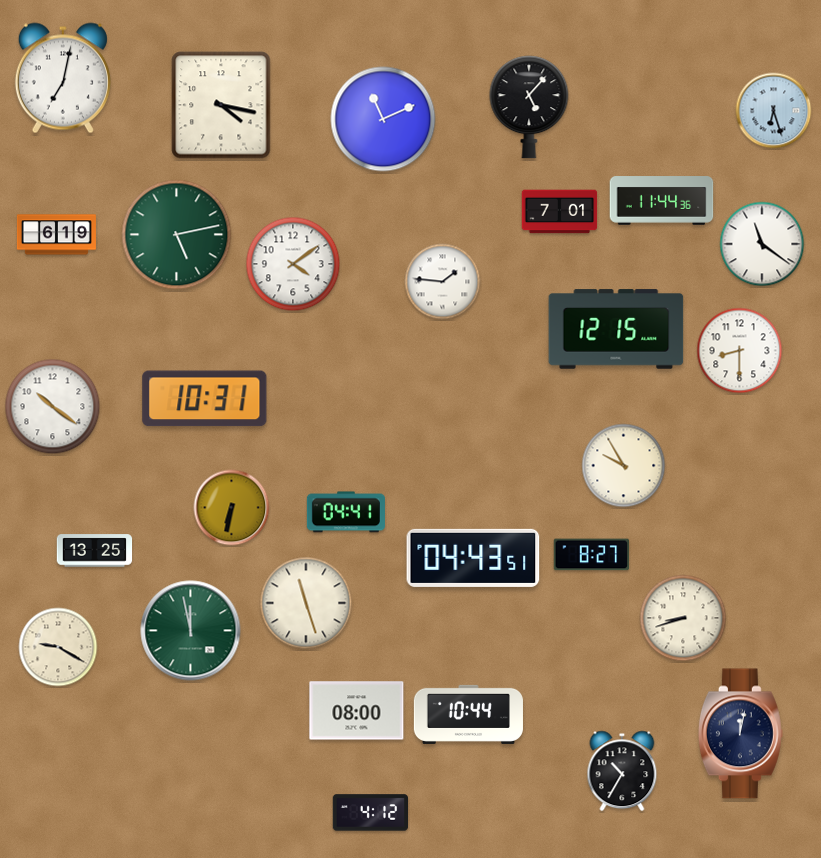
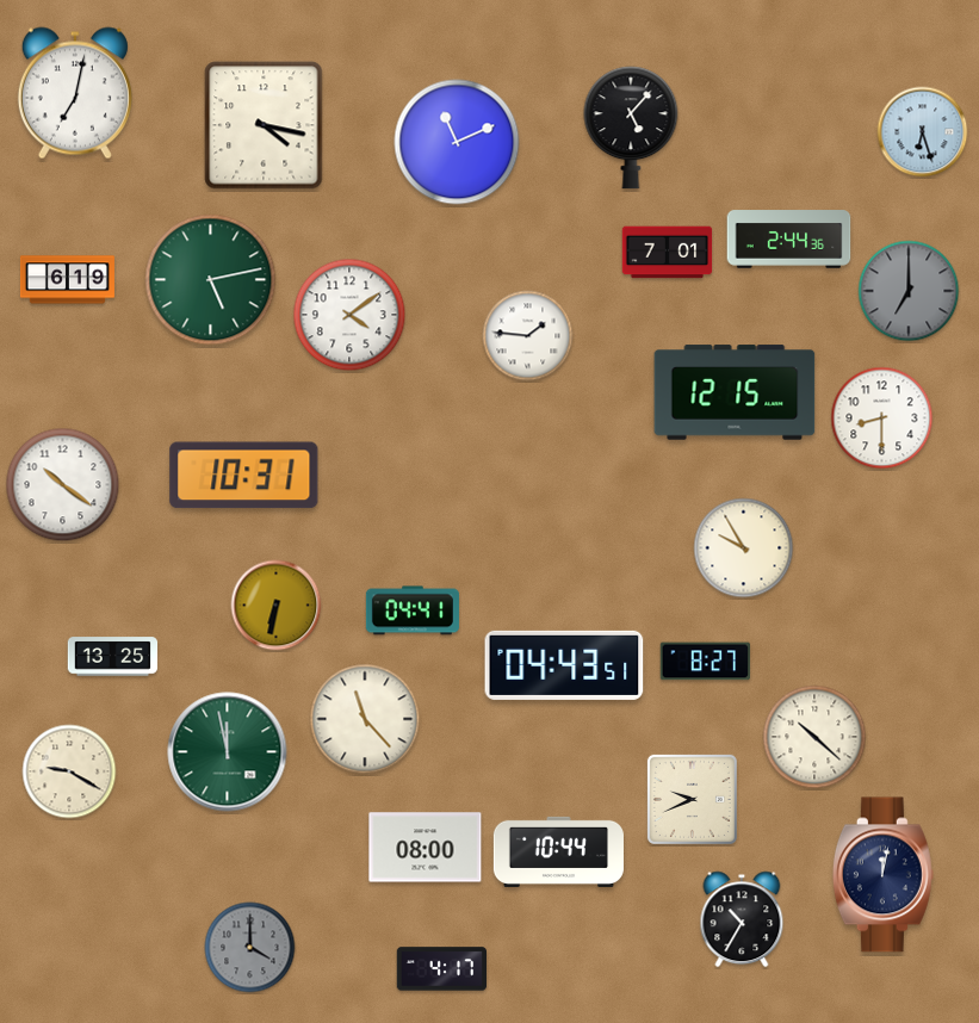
clock at (662, 201): 11:44 -> 2:44
clock at (762, 244): 11:21 -> 7:00
clock at (762, 244) dial: white -> grey
clock at (624, 466) position: (624, 466) -> (744, 548)
clock at (306, 603): 11:27 -> 11:23
clock at (683, 618): 8:42 -> 10:22
clock at (692, 799): none -> 9:41
clock at (250, 948): none -> 4:00
clock at (371, 813): 4:12 -> 4:17
